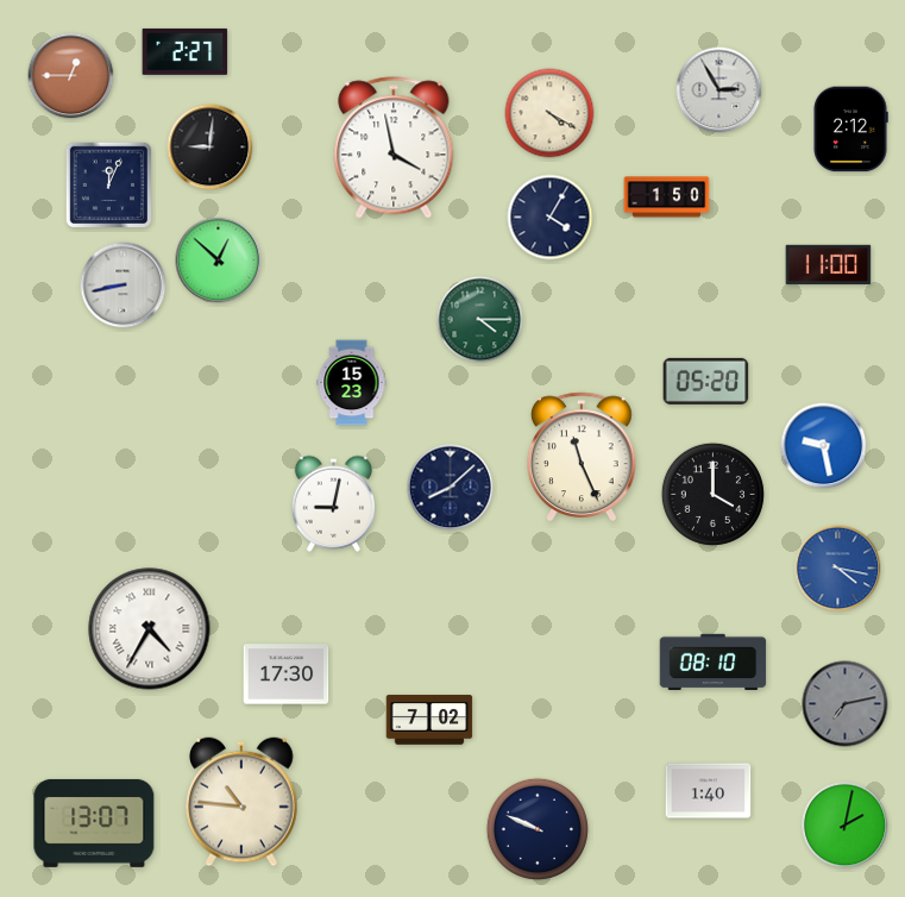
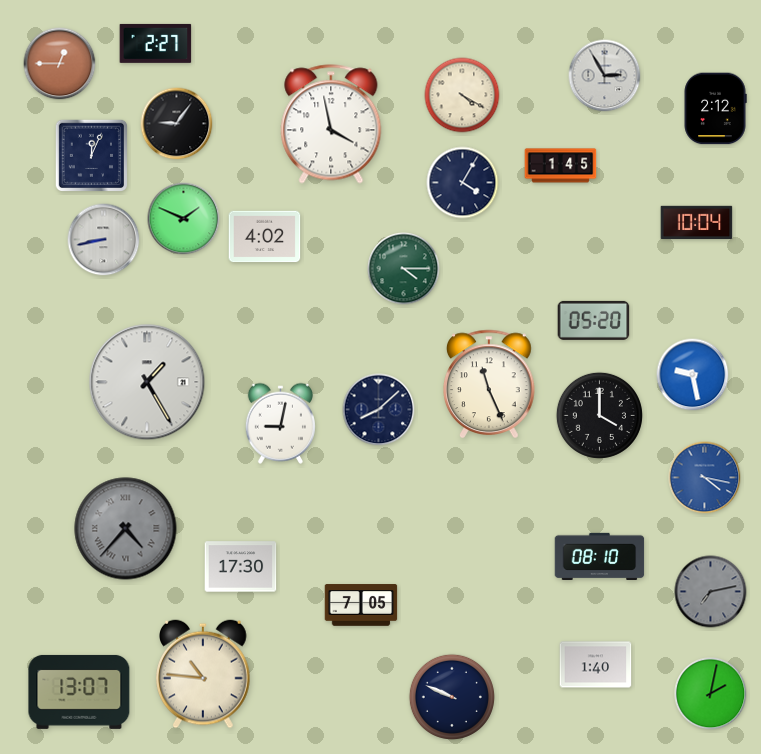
clock at (210, 148): 9:01 -> 9:06
clock at (667, 197): 1:50 -> 1:45
clock at (219, 261): 12:52 -> 1:49
clock at (829, 265): 11:00 -> 10:04
clock at (265, 237): none -> 4:02
clock at (352, 383): 15:23 -> none
clock at (147, 382): none -> 1:25
clock at (150, 629): 4:35 -> 4:37
clock at (150, 629) dial: white -> grey
clock at (429, 720): 7:02 -> 7:05
